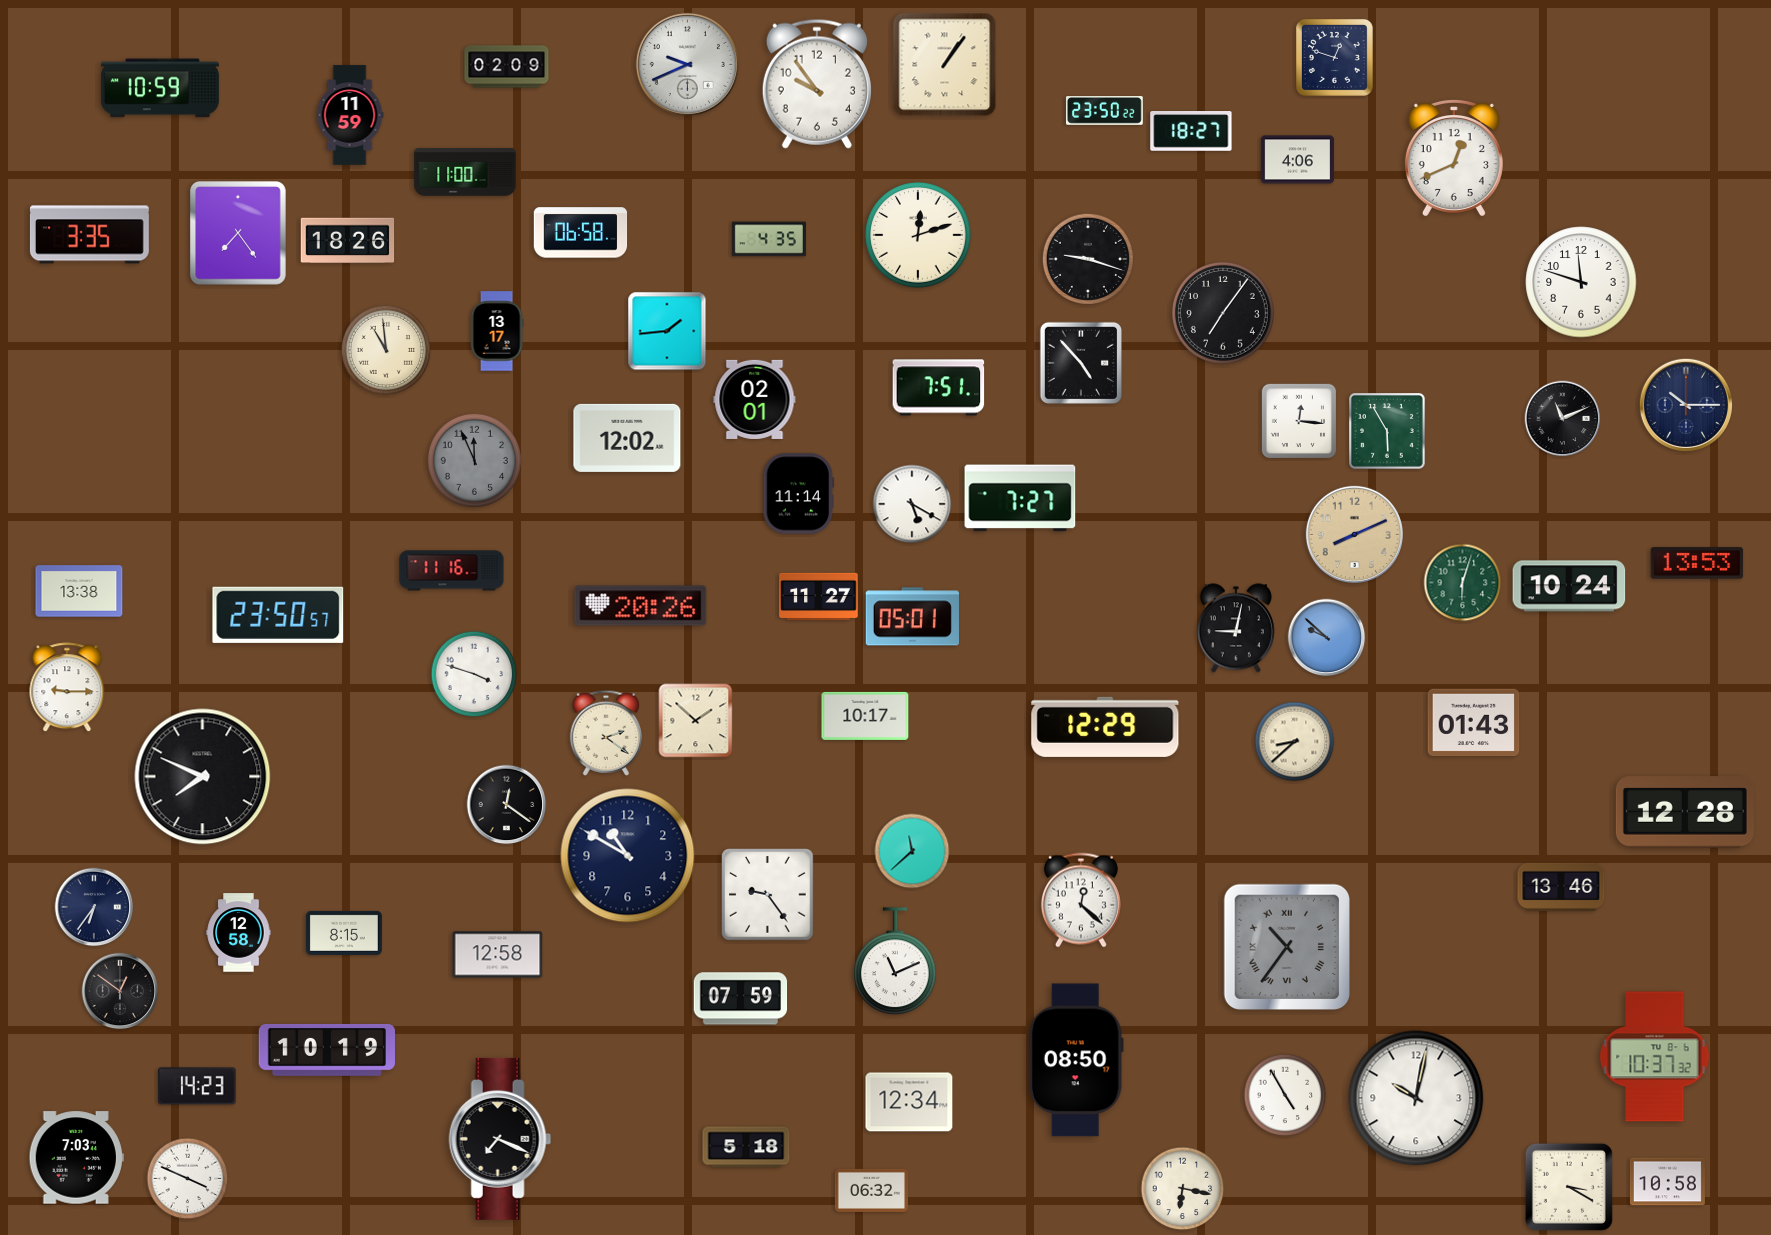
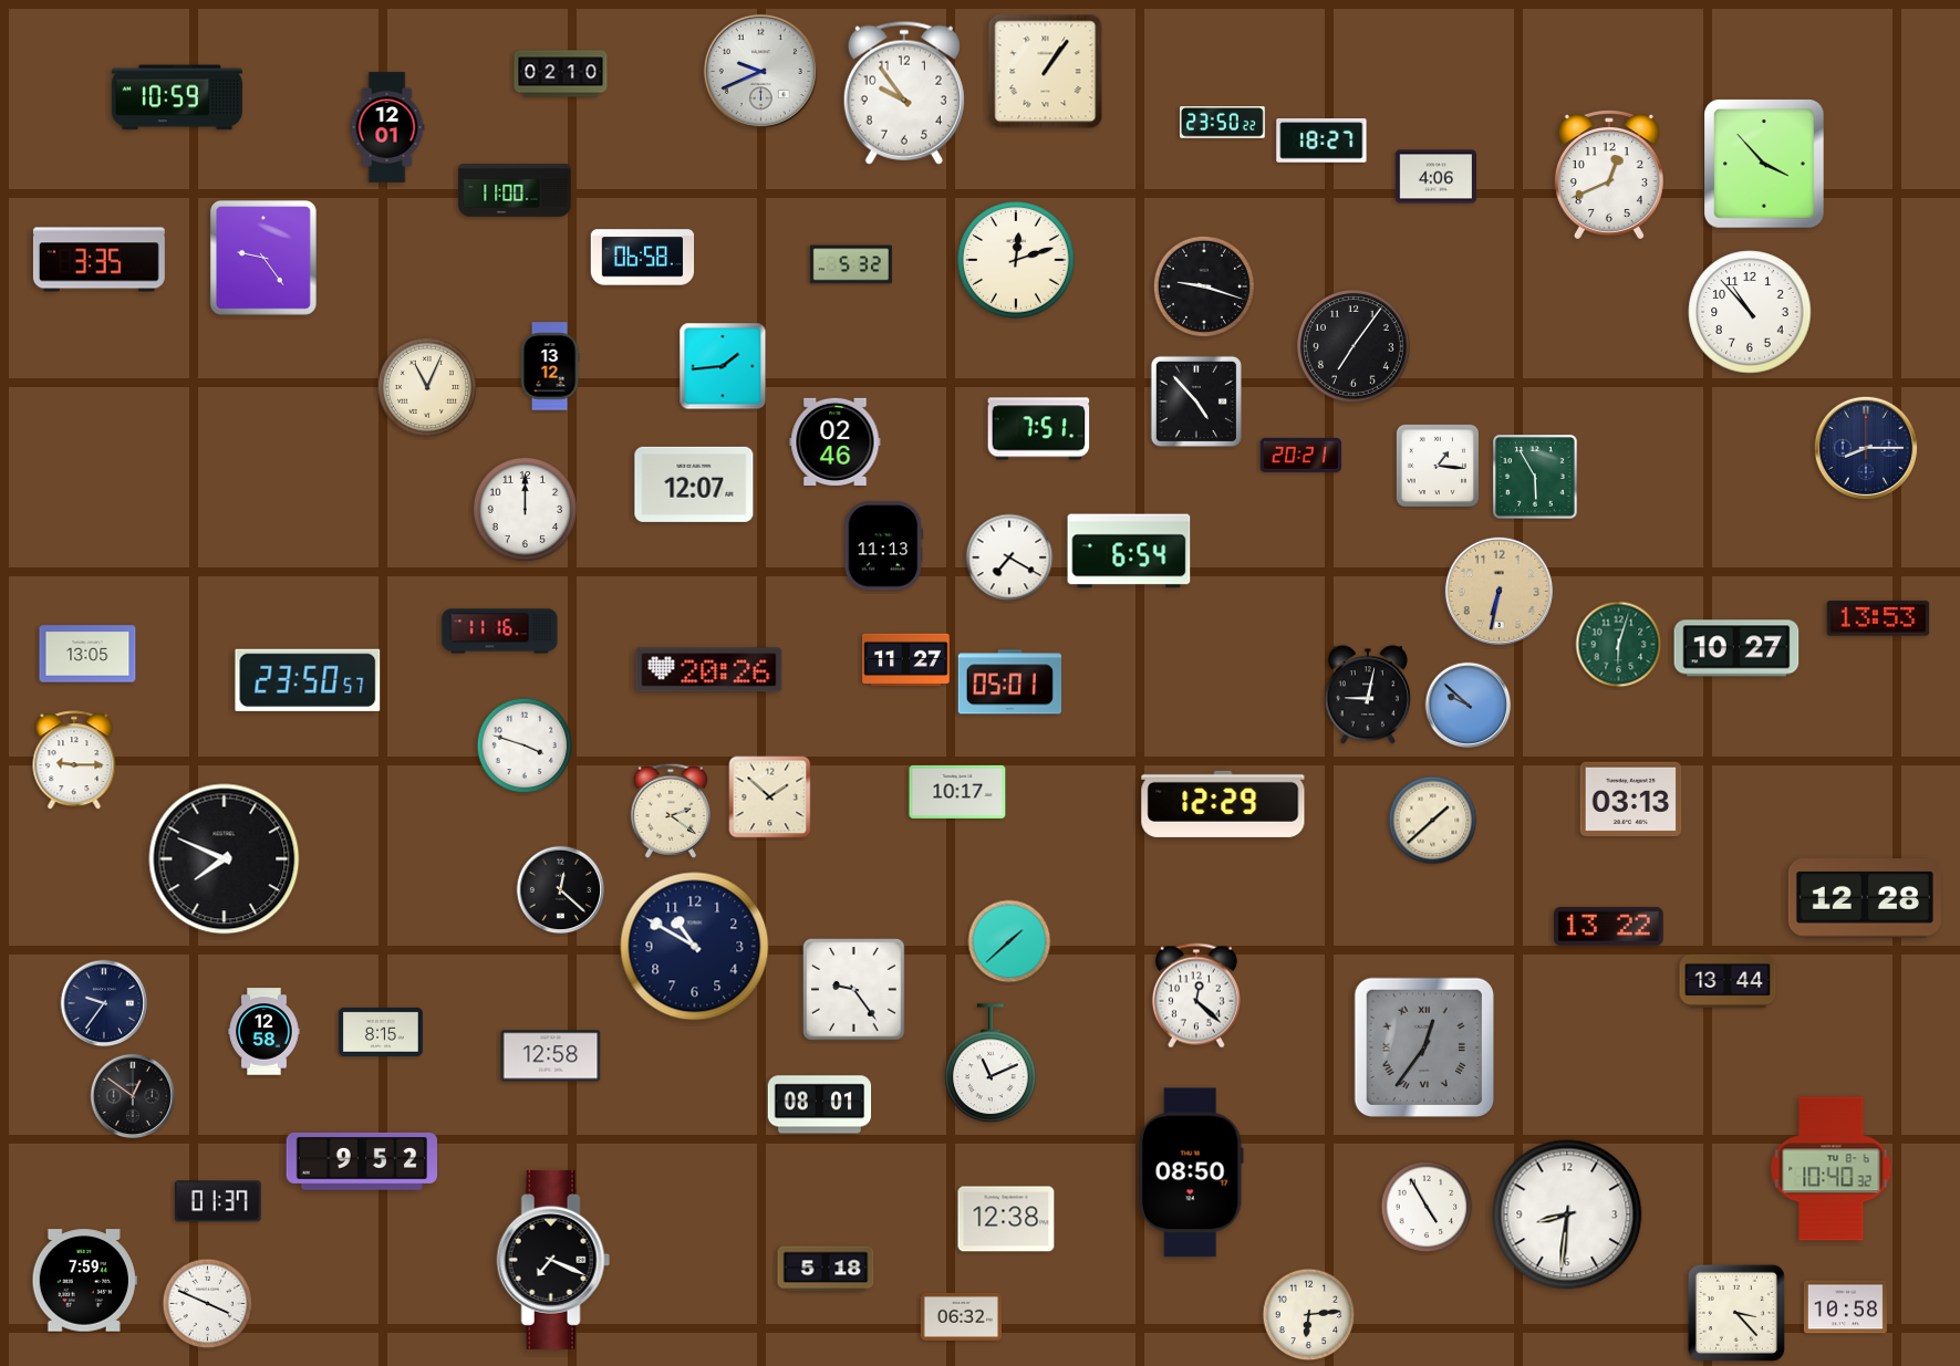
clock at (1334, 57): 12:48 -> none
clock at (507, 67): 02:09 -> 02:10
clock at (350, 115): 11:59 -> 12:01
clock at (1191, 131) position: (1191, 131) -> (1321, 140)
clock at (1764, 164): none -> 3:53
clock at (239, 234): 7:24 -> 9:24
clock at (769, 239): 4:35 -> 5:32
clock at (348, 241): 18:26 -> none
clock at (1581, 282): 11:48 -> 10:53
clock at (497, 331): 13:17 -> 13:12
clock at (667, 331) position: (667, 331) -> (723, 366)
clock at (386, 349): 10:59 -> 11:04
clock at (755, 399): 02:01 -> 02:46
clock at (1685, 404): 10:15 -> 8:15
clock at (1300, 455): none -> 20:21
clock at (1563, 419): 11:11 -> none
clock at (1298, 420): 12:16 -> 1:16
clock at (627, 438): 12:02 -> 12:07
clock at (474, 460): 11:56 -> 12:00
clock at (474, 460) dial: grey -> white
clock at (799, 494): 11:14 -> 11:13
clock at (1020, 498): 7:27 -> 6:54
clock at (912, 504): 5:20 -> 7:20
clock at (1354, 534): 8:11 -> 6:32
clock at (1697, 563) position: (1697, 563) -> (1878, 618)
clock at (1569, 586): 10:24 -> 10:27
clock at (79, 591): 13:38 -> 13:05
clock at (1474, 723): 01:43 -> 03:13
clock at (1295, 742): 8:38 -> 1:38
clock at (507, 805): 12:21 -> 12:22
clock at (1609, 926): none -> 13:22
clock at (912, 851): 11:38 -> 1:38
clock at (1561, 887): 13:46 -> 13:44
clock at (768, 895) position: (768, 895) -> (854, 990)
clock at (94, 907): 6:36 -> 9:36
clock at (1287, 947): 10:36 -> 12:36
clock at (741, 999): 07:59 -> 08:01
clock at (326, 1050): 10:19 -> 9:52
clock at (1655, 1057): 10:37 -> 10:40
clock at (198, 1086): 14:23 -> 01:37
clock at (1285, 1095) position: (1285, 1095) -> (1427, 1207)
clock at (1416, 1098): 10:02 -> 8:31
clock at (909, 1102): 12:34 -> 12:38
clock at (76, 1158): 7:03 -> 7:59
clock at (1569, 1187): 3:20 -> 3:23
clock at (1183, 1189): 6:17 -> 6:14
clock at (871, 1190) position: (871, 1190) -> (961, 1316)
